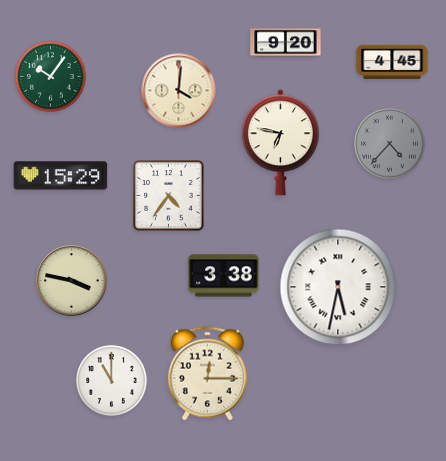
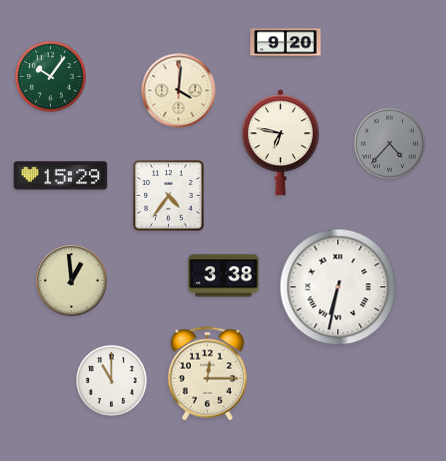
clock at (392, 61): 4:45 -> none
clock at (72, 281): 3:47 -> 12:59
clock at (338, 287): 5:32 -> 6:32
